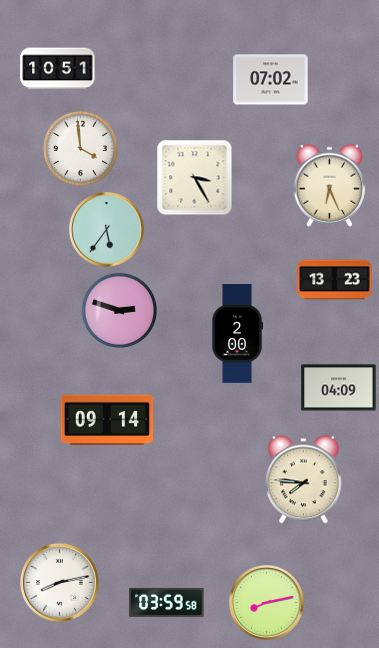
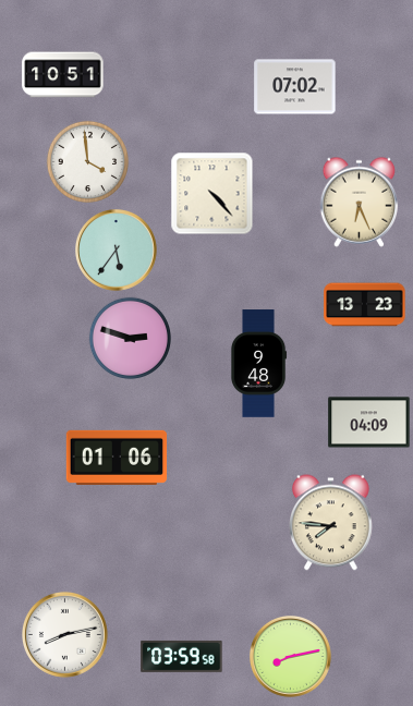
clock at (195, 178): 3:25 -> 4:23
clock at (237, 334): 2:00 -> 9:48
clock at (107, 420): 09:14 -> 01:06
